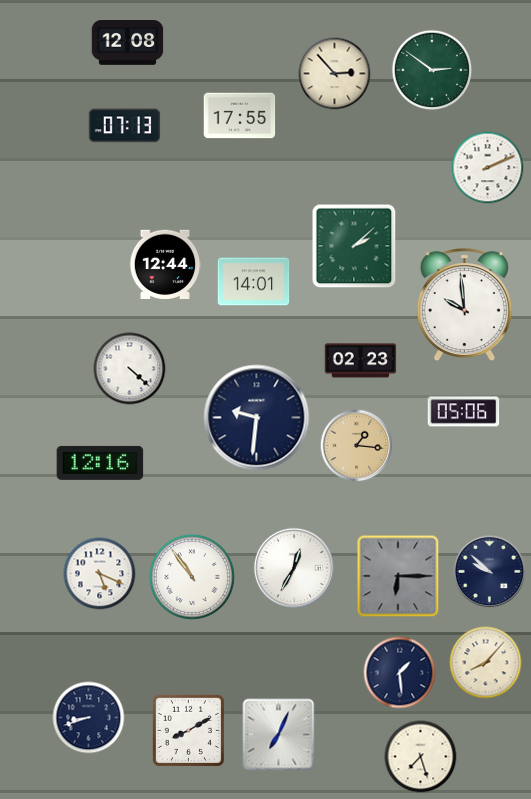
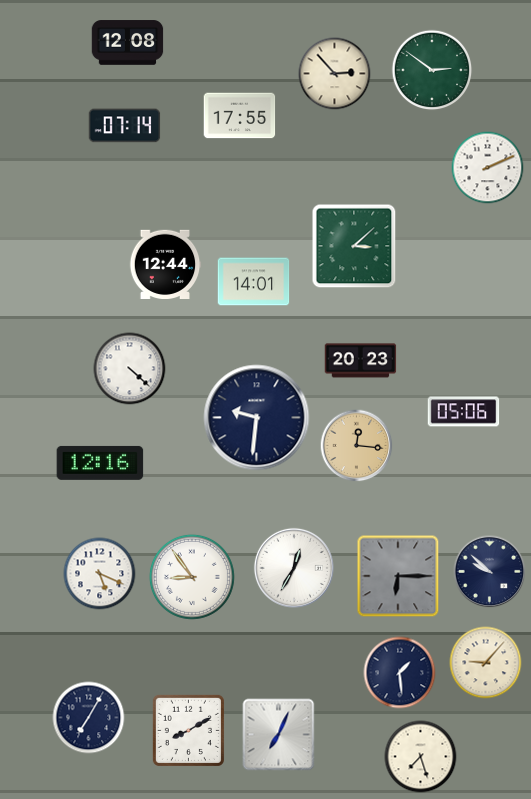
clock at (125, 126): 07:13 -> 07:14
clock at (354, 246): 2:08 -> 3:08
clock at (464, 305): 9:59 -> none
clock at (361, 361): 02:23 -> 20:23
clock at (357, 446): 1:16 -> 12:16
clock at (192, 577): 10:54 -> 8:54
clock at (486, 663): 8:07 -> 9:07
clock at (89, 718): 8:42 -> 7:05
